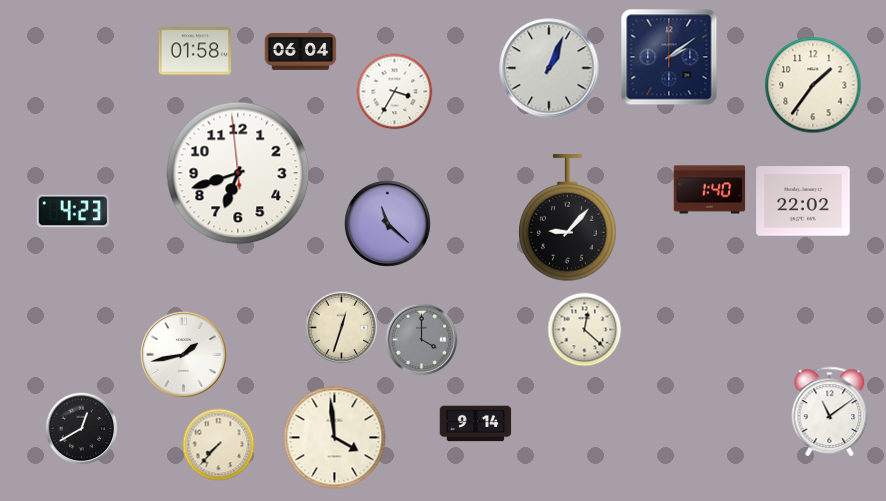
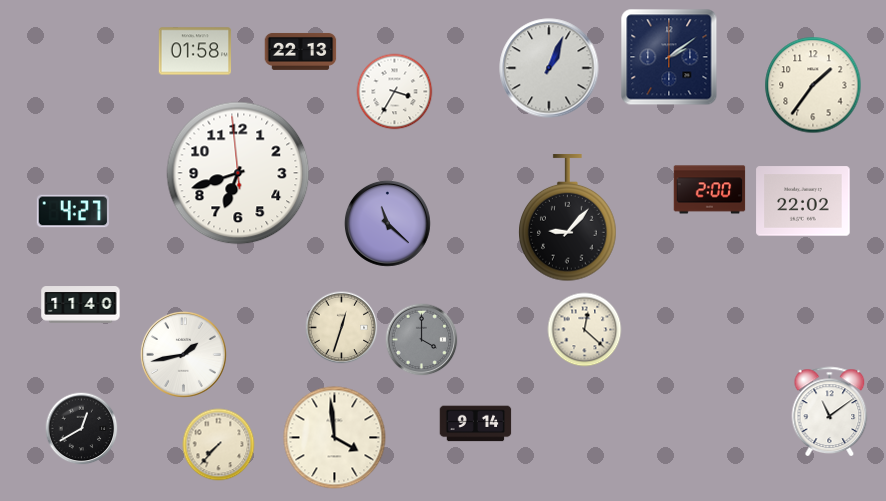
clock at (301, 51): 06:04 -> 22:13
clock at (710, 190): 1:40 -> 2:00
clock at (73, 211): 4:23 -> 4:27
clock at (81, 305): none -> 11:40
